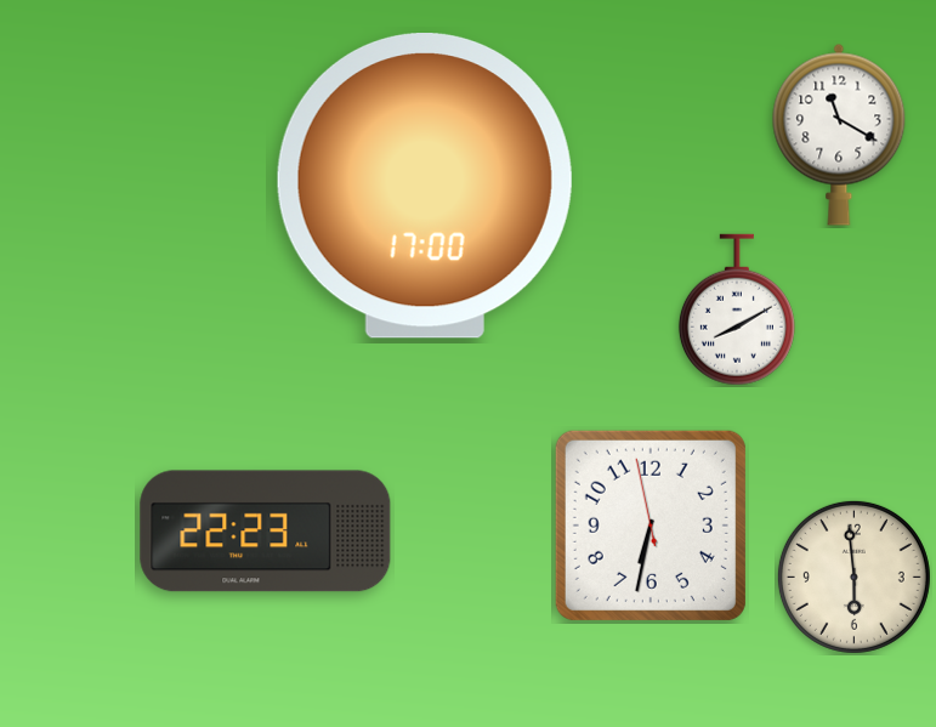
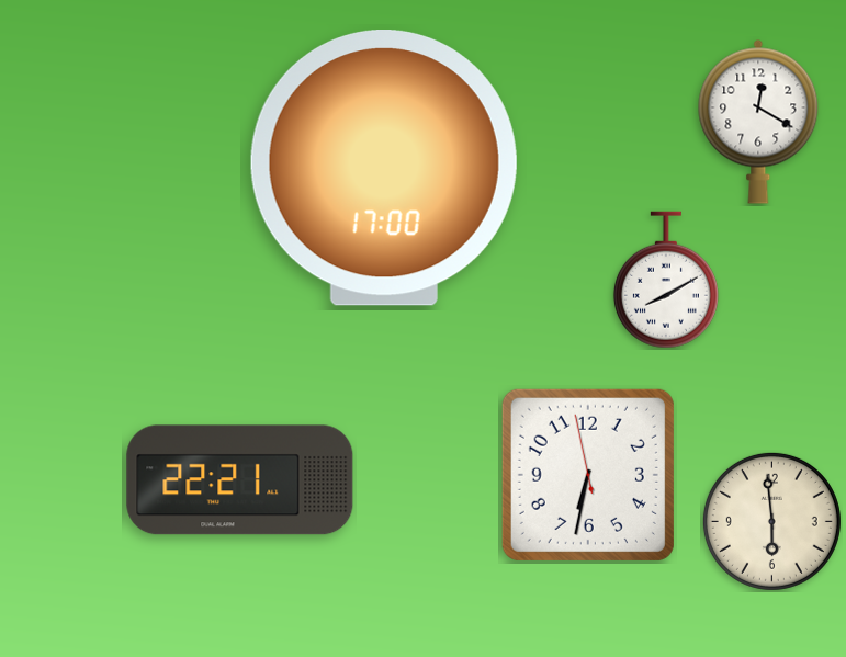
clock at (839, 135): 11:20 -> 12:20
clock at (266, 532): 22:23 -> 22:21
